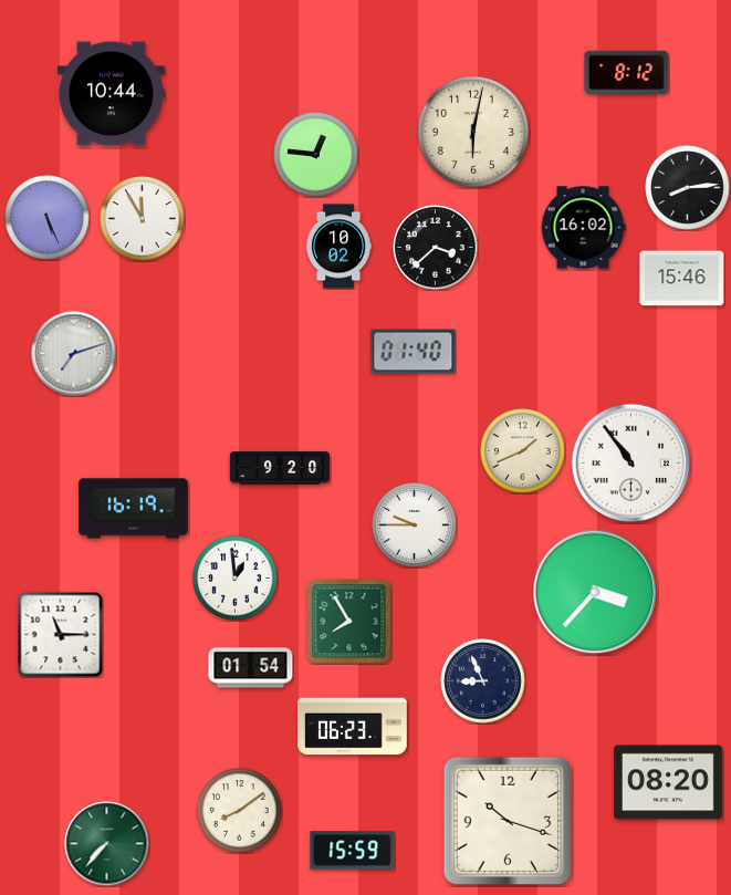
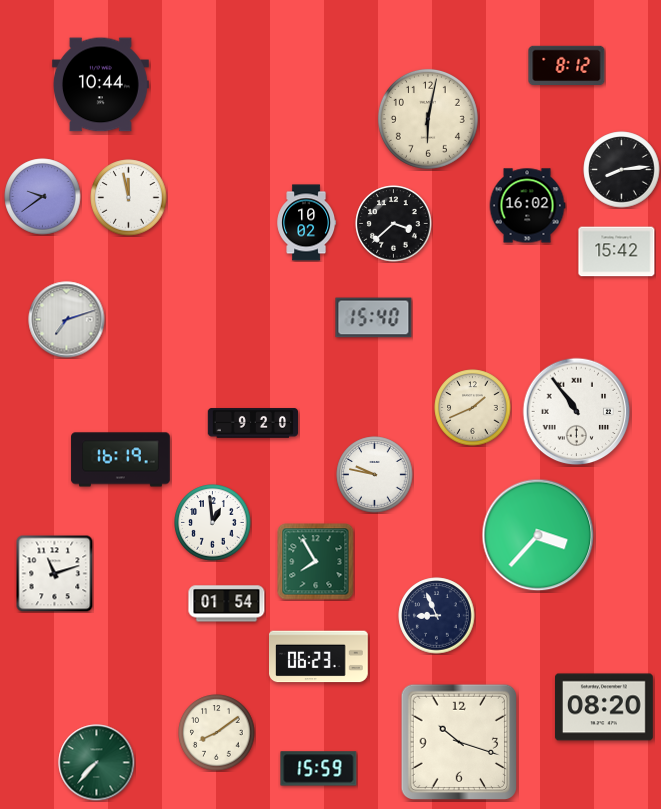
clock at (316, 155): 12:46 -> none
clock at (48, 218): 5:26 -> 9:39
clock at (143, 219): 11:55 -> 11:58
clock at (682, 279): 15:46 -> 15:42
clock at (414, 352): 01:40 -> 15:40
clock at (631, 464) position: (631, 464) -> (577, 412)
clock at (415, 525): 9:45 -> 9:47
clock at (60, 634): 11:15 -> 11:12
